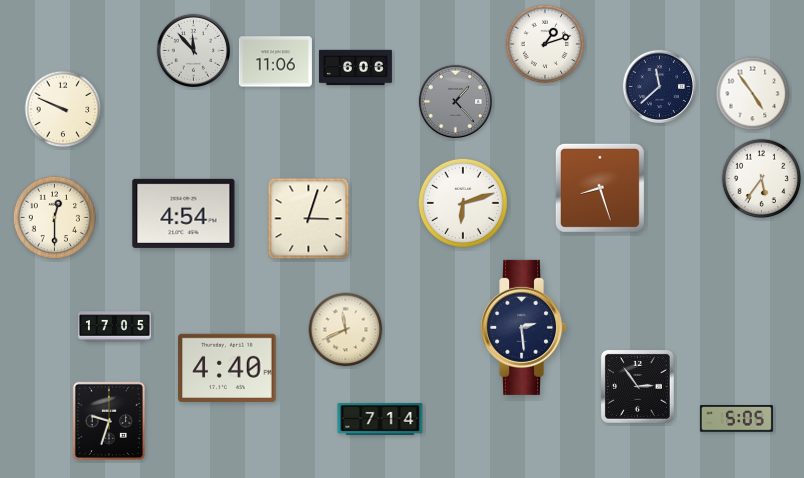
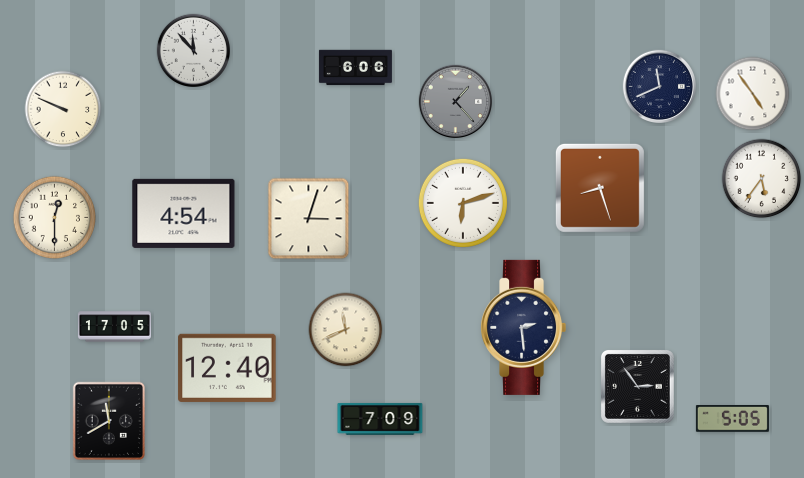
clock at (545, 44): 1:12 -> none
clock at (275, 62): 11:06 -> none
clock at (659, 86): 11:38 -> 11:41
clock at (227, 368): 4:40 -> 12:40
clock at (380, 419): 7:14 -> 7:09
clock at (736, 419) position: (736, 419) -> (732, 419)
clock at (108, 421): 9:33 -> 11:40
